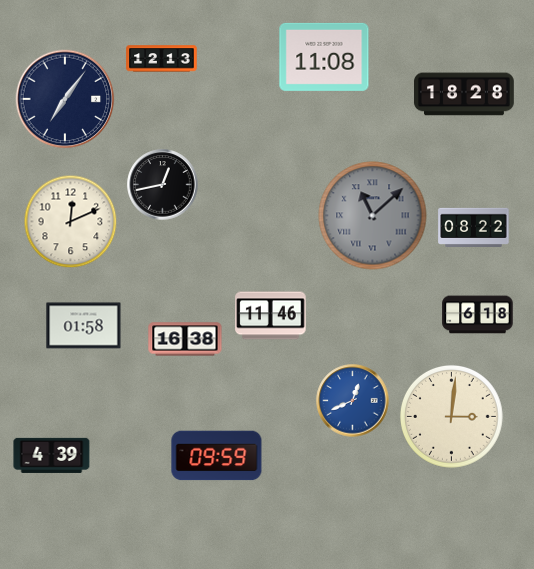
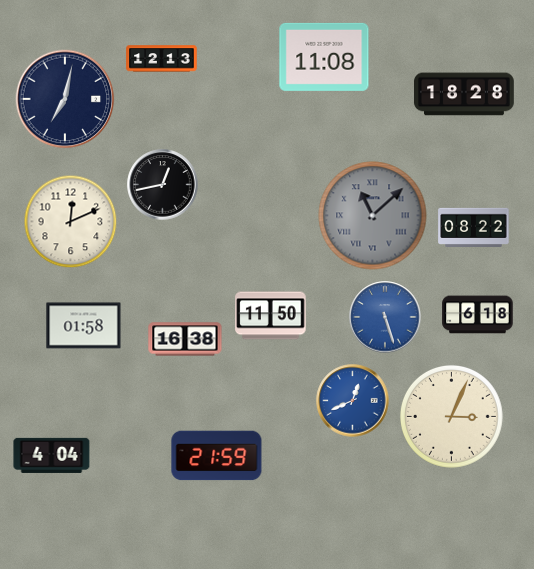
clock at (65, 99): 7:06 -> 7:02
clock at (271, 316): 11:46 -> 11:50
clock at (385, 317): none -> 5:27
clock at (451, 416): 3:01 -> 3:04
clock at (52, 455): 4:39 -> 4:04
clock at (217, 456): 09:59 -> 21:59
